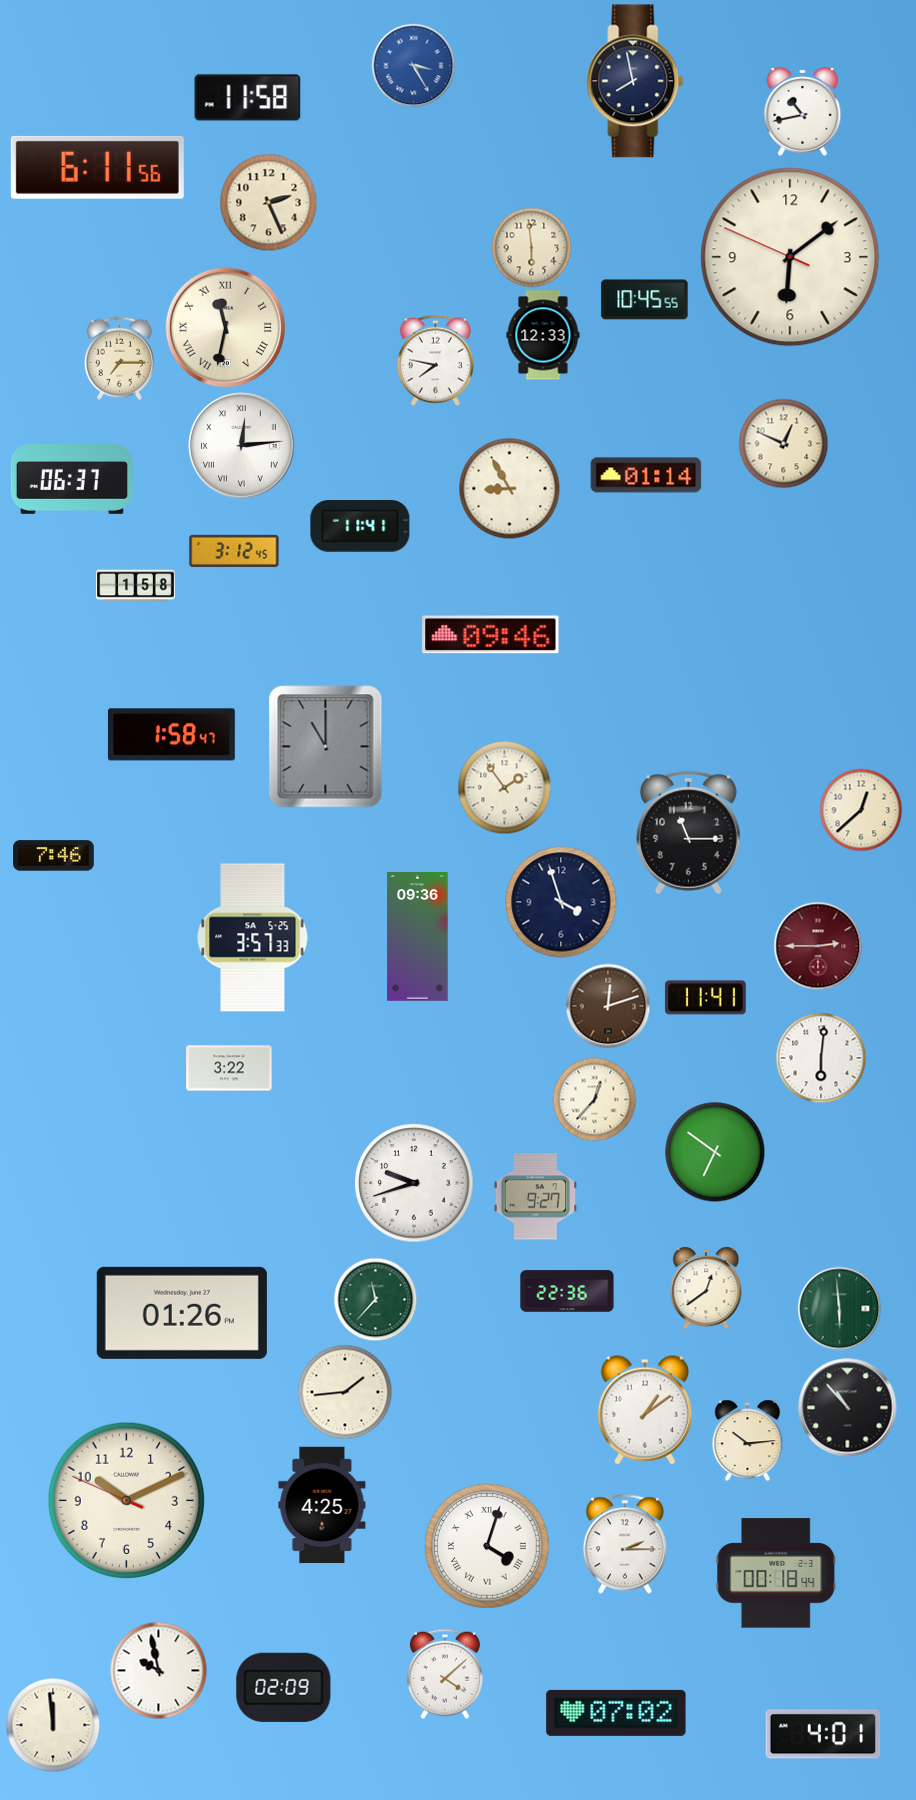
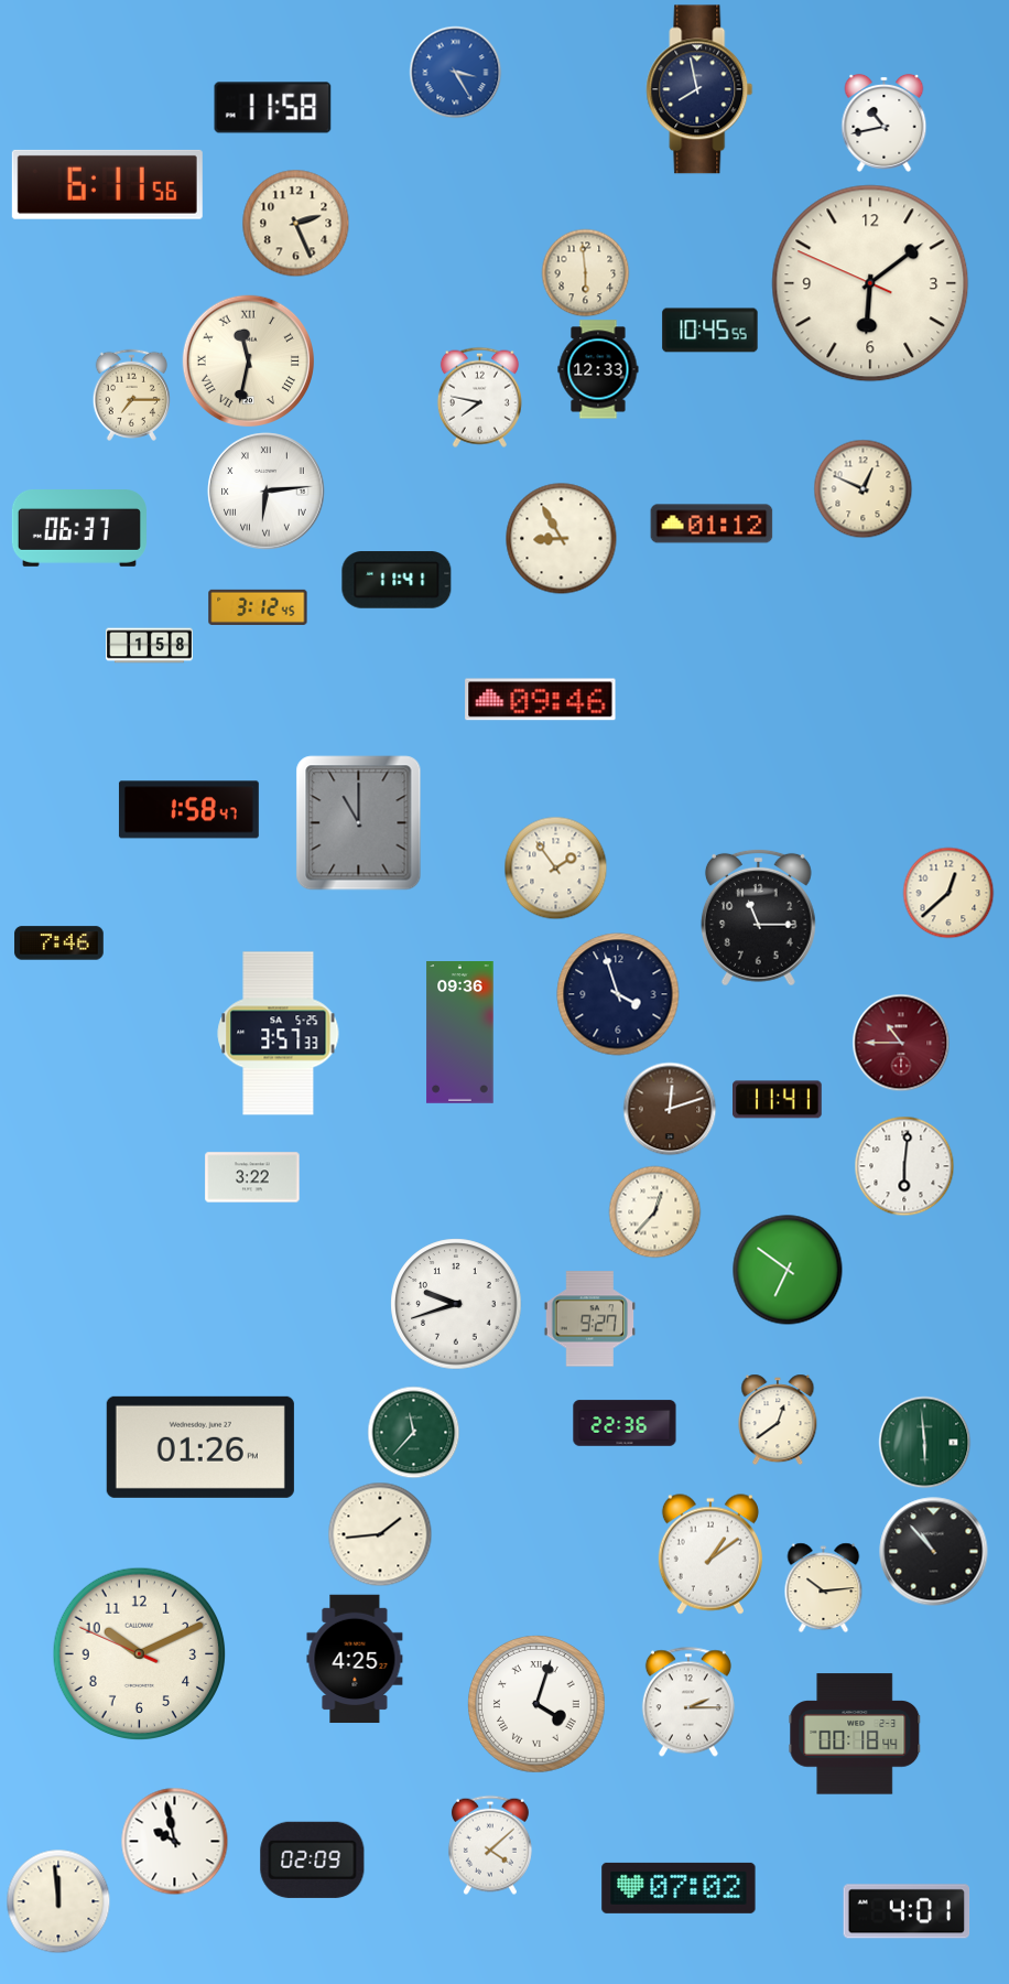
clock at (242, 446): 12:14 -> 6:14
clock at (646, 475): 01:14 -> 01:12
clock at (818, 946): 2:45 -> 10:45
